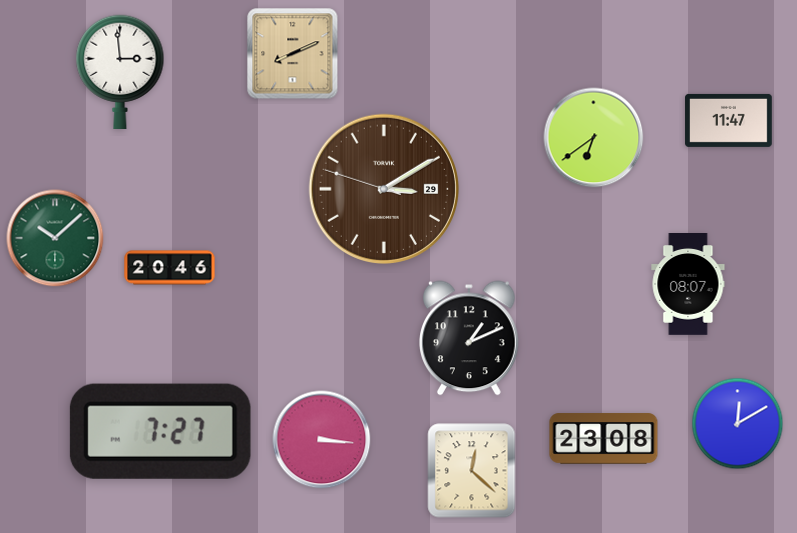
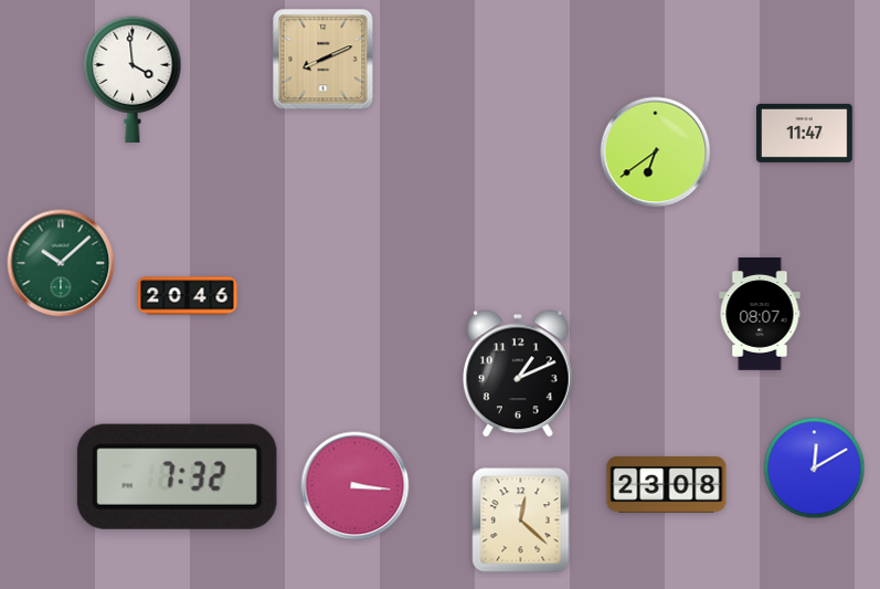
clock at (120, 71): 2:59 -> 3:59
clock at (383, 188): 3:09 -> none
clock at (160, 431): 7:27 -> 7:32
